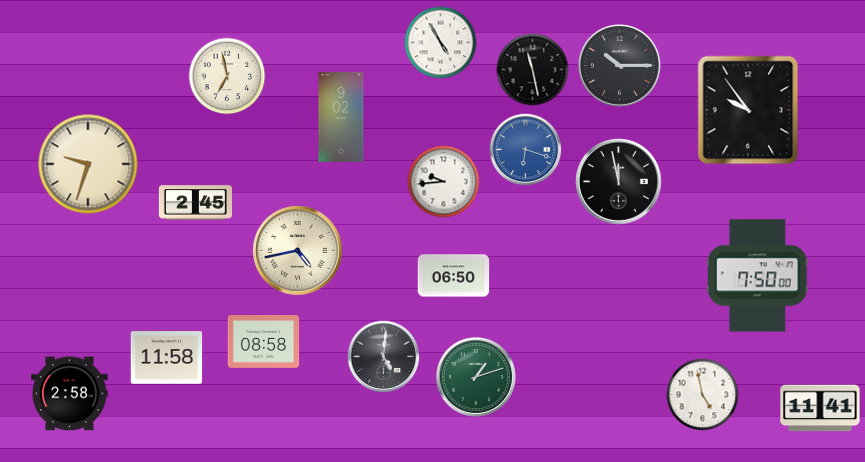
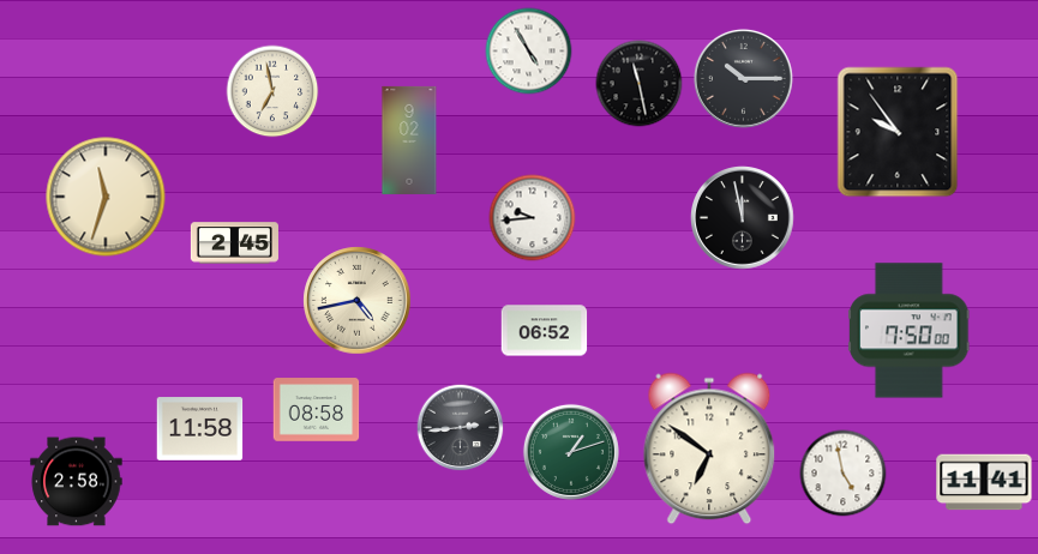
clock at (526, 150): 6:18 -> none
clock at (88, 164): 9:33 -> 11:33
clock at (454, 276): 06:50 -> 06:52
clock at (384, 357): 5:01 -> 2:44
clock at (709, 448): none -> 6:51
clock at (70, 394) position: (70, 394) -> (77, 482)
clock at (820, 408) position: (820, 408) -> (984, 482)
